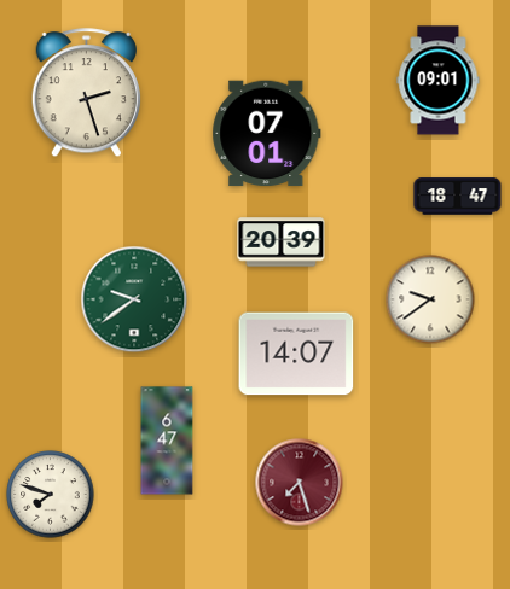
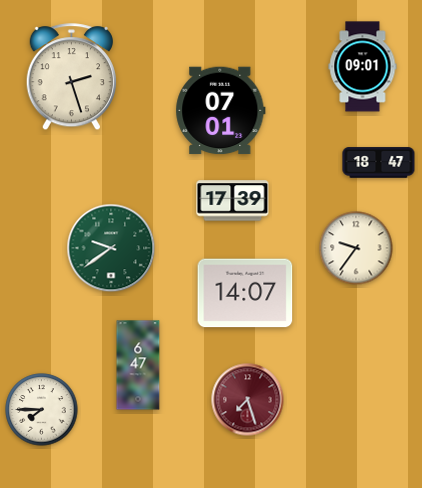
clock at (282, 243): 20:39 -> 17:39
clock at (430, 299): 9:39 -> 9:36
clock at (51, 495): 7:48 -> 7:45
